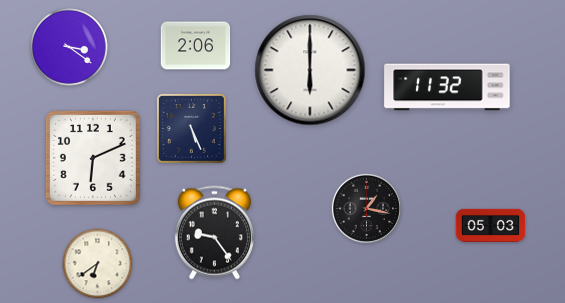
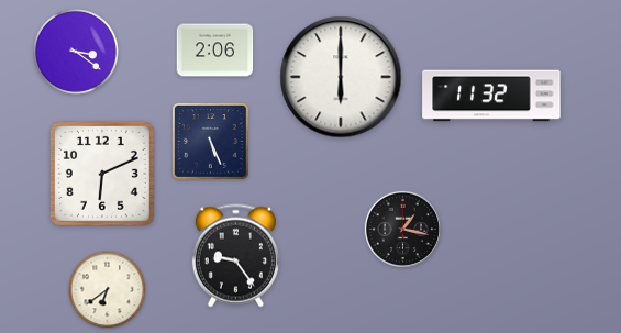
clock at (491, 225): 05:03 -> none
